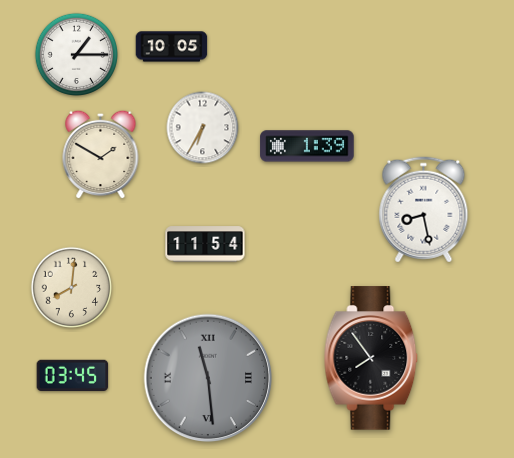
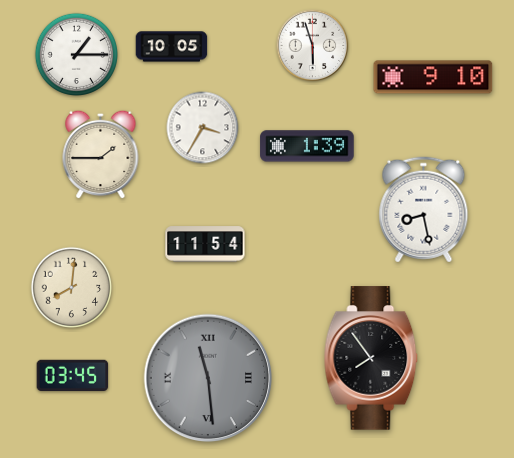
clock at (313, 46): none -> 5:57
clock at (433, 77): none -> 9:10
clock at (203, 128): 6:35 -> 3:35
clock at (101, 154): 1:50 -> 1:45
